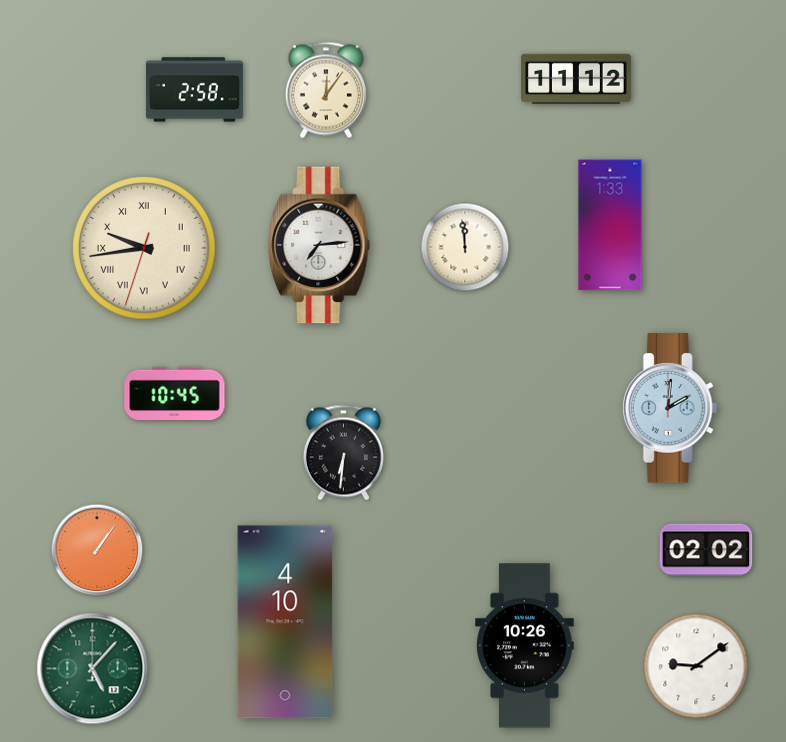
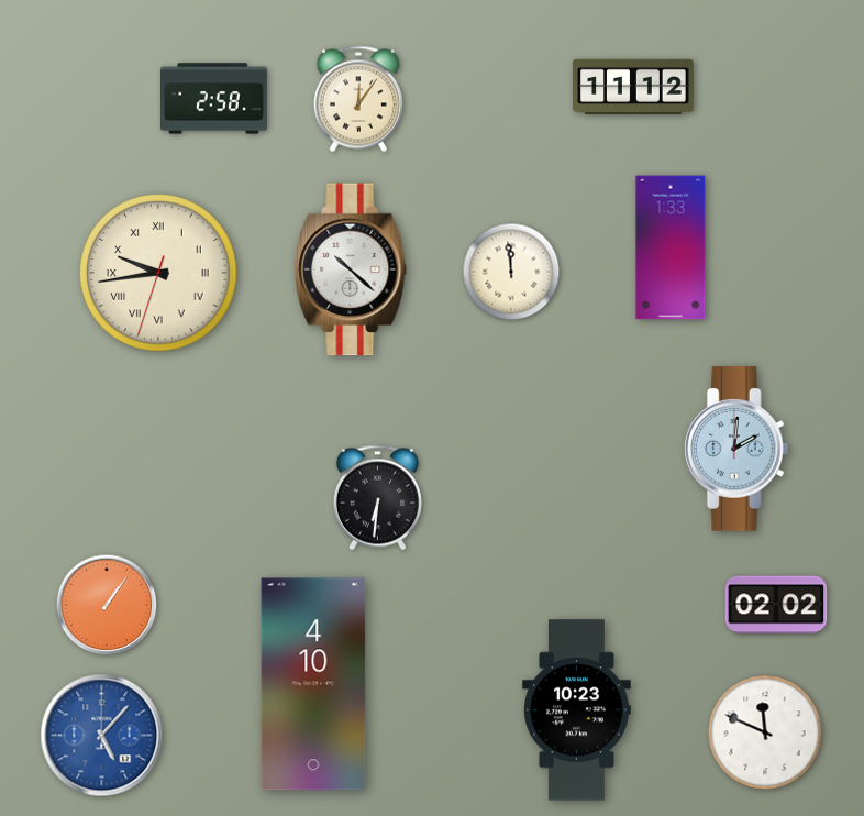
clock at (320, 245): 7:14 -> 10:22
clock at (175, 393): 10:45 -> none
clock at (525, 646): 10:26 -> 10:23
clock at (696, 666): 9:09 -> 11:49
clock at (93, 669) dial: green -> blue
